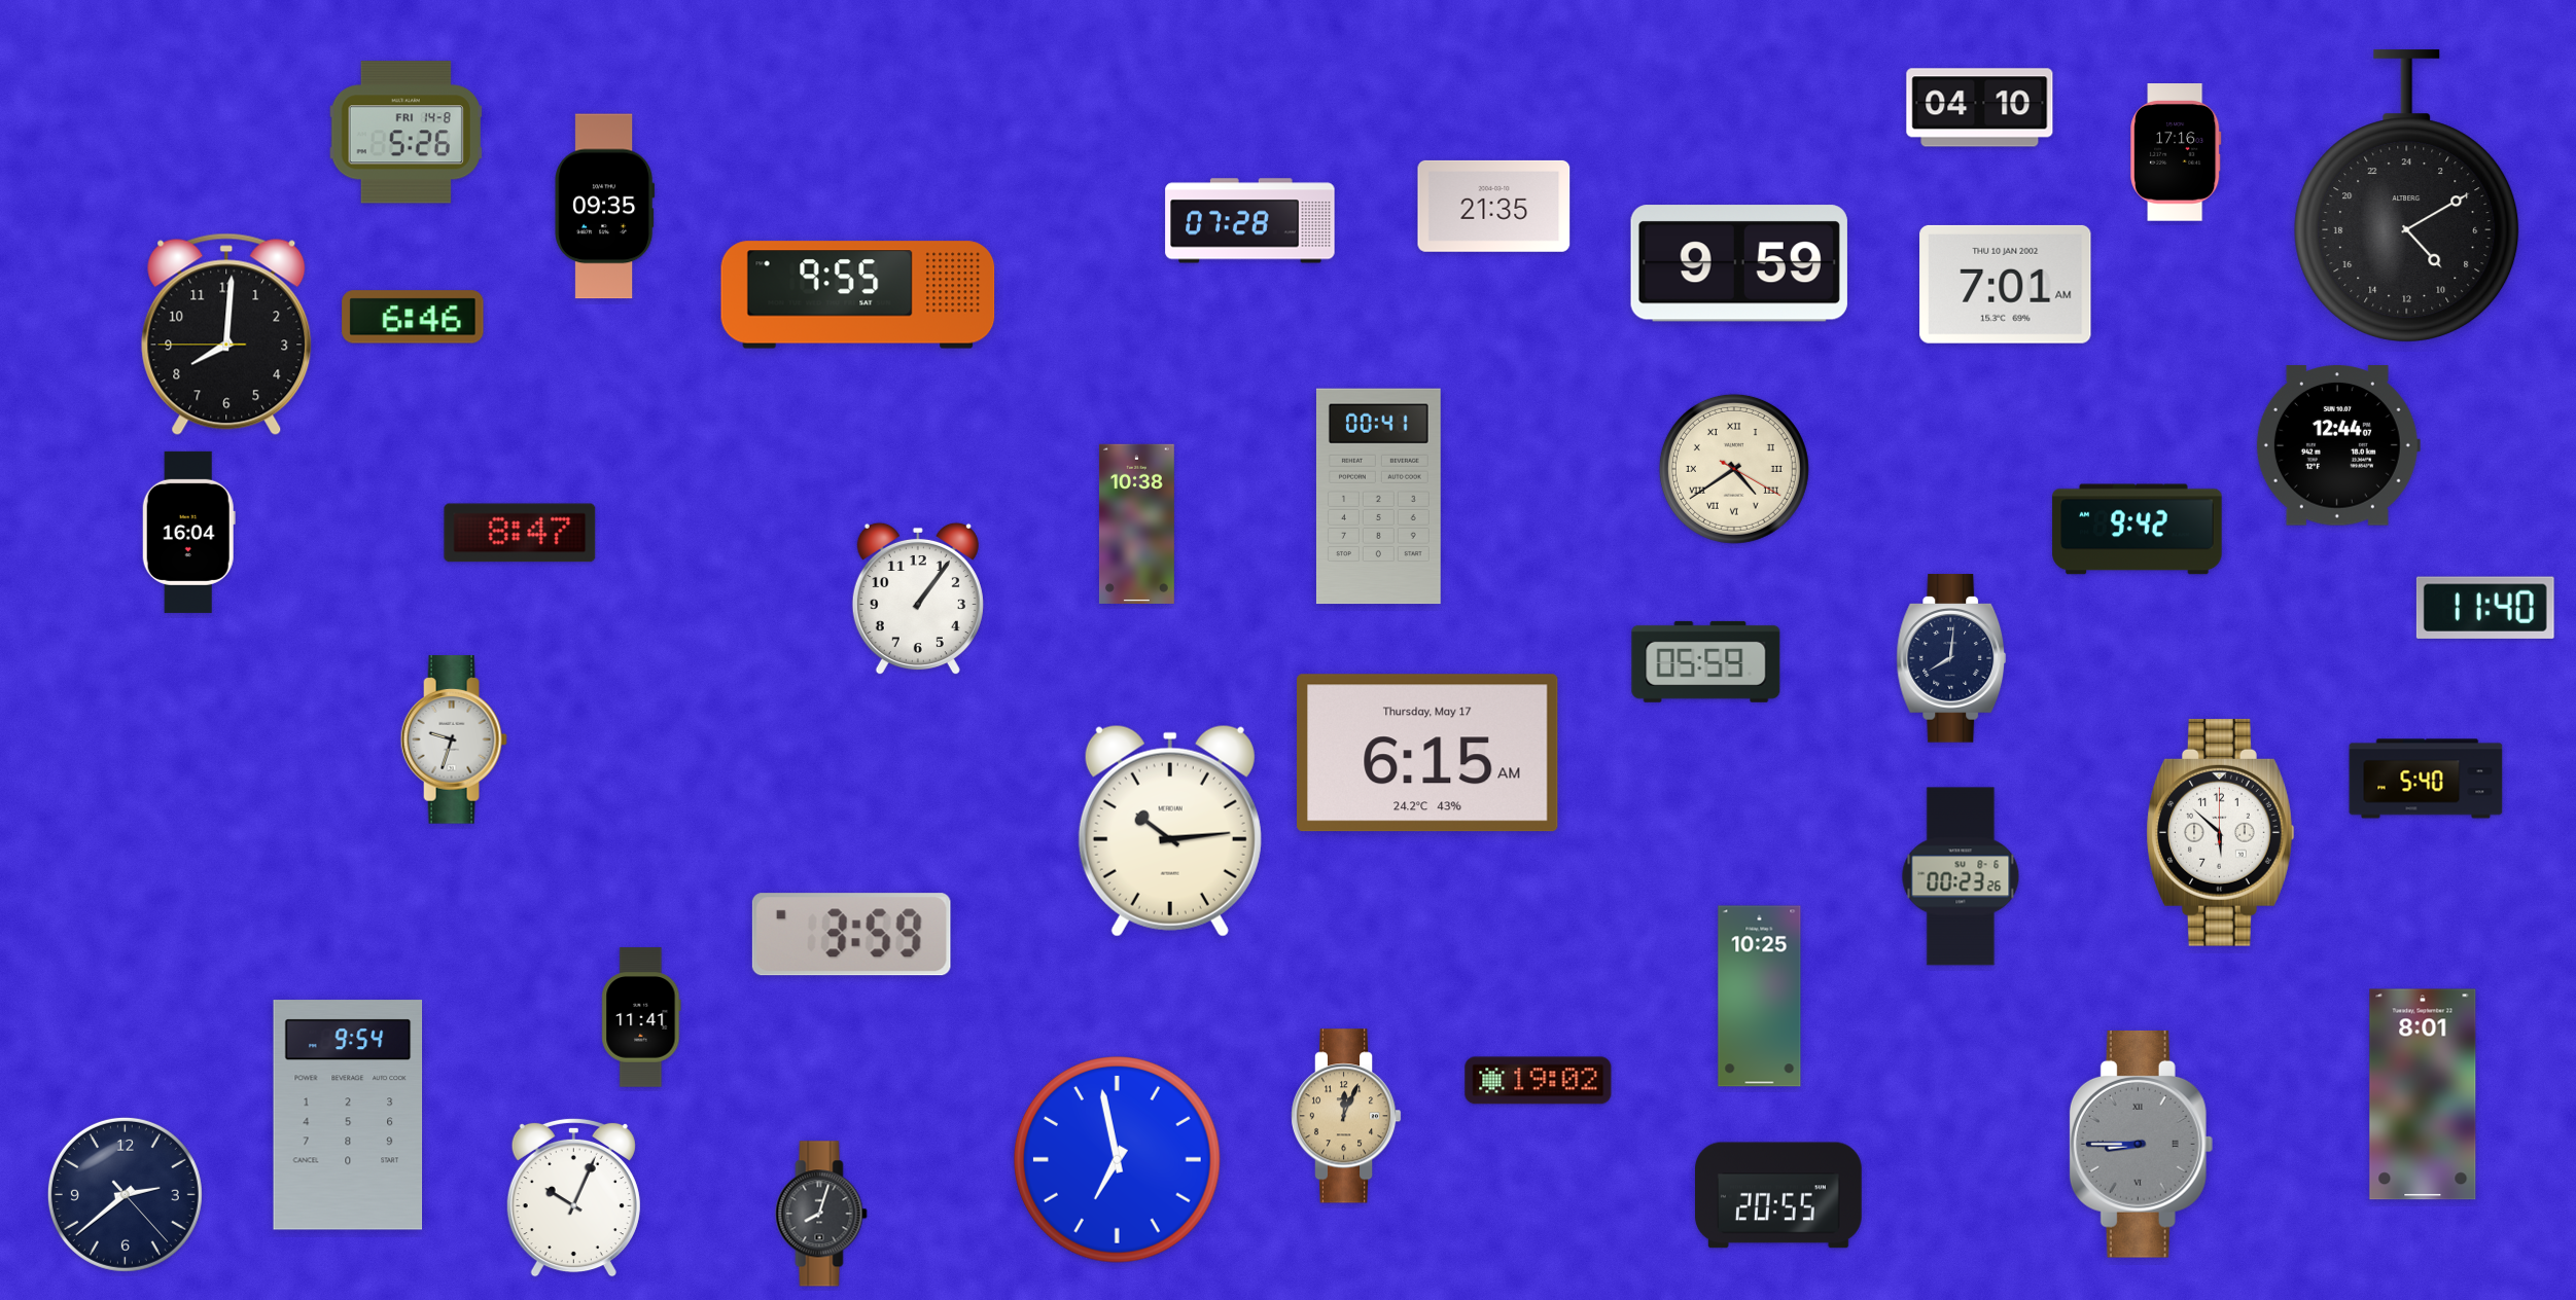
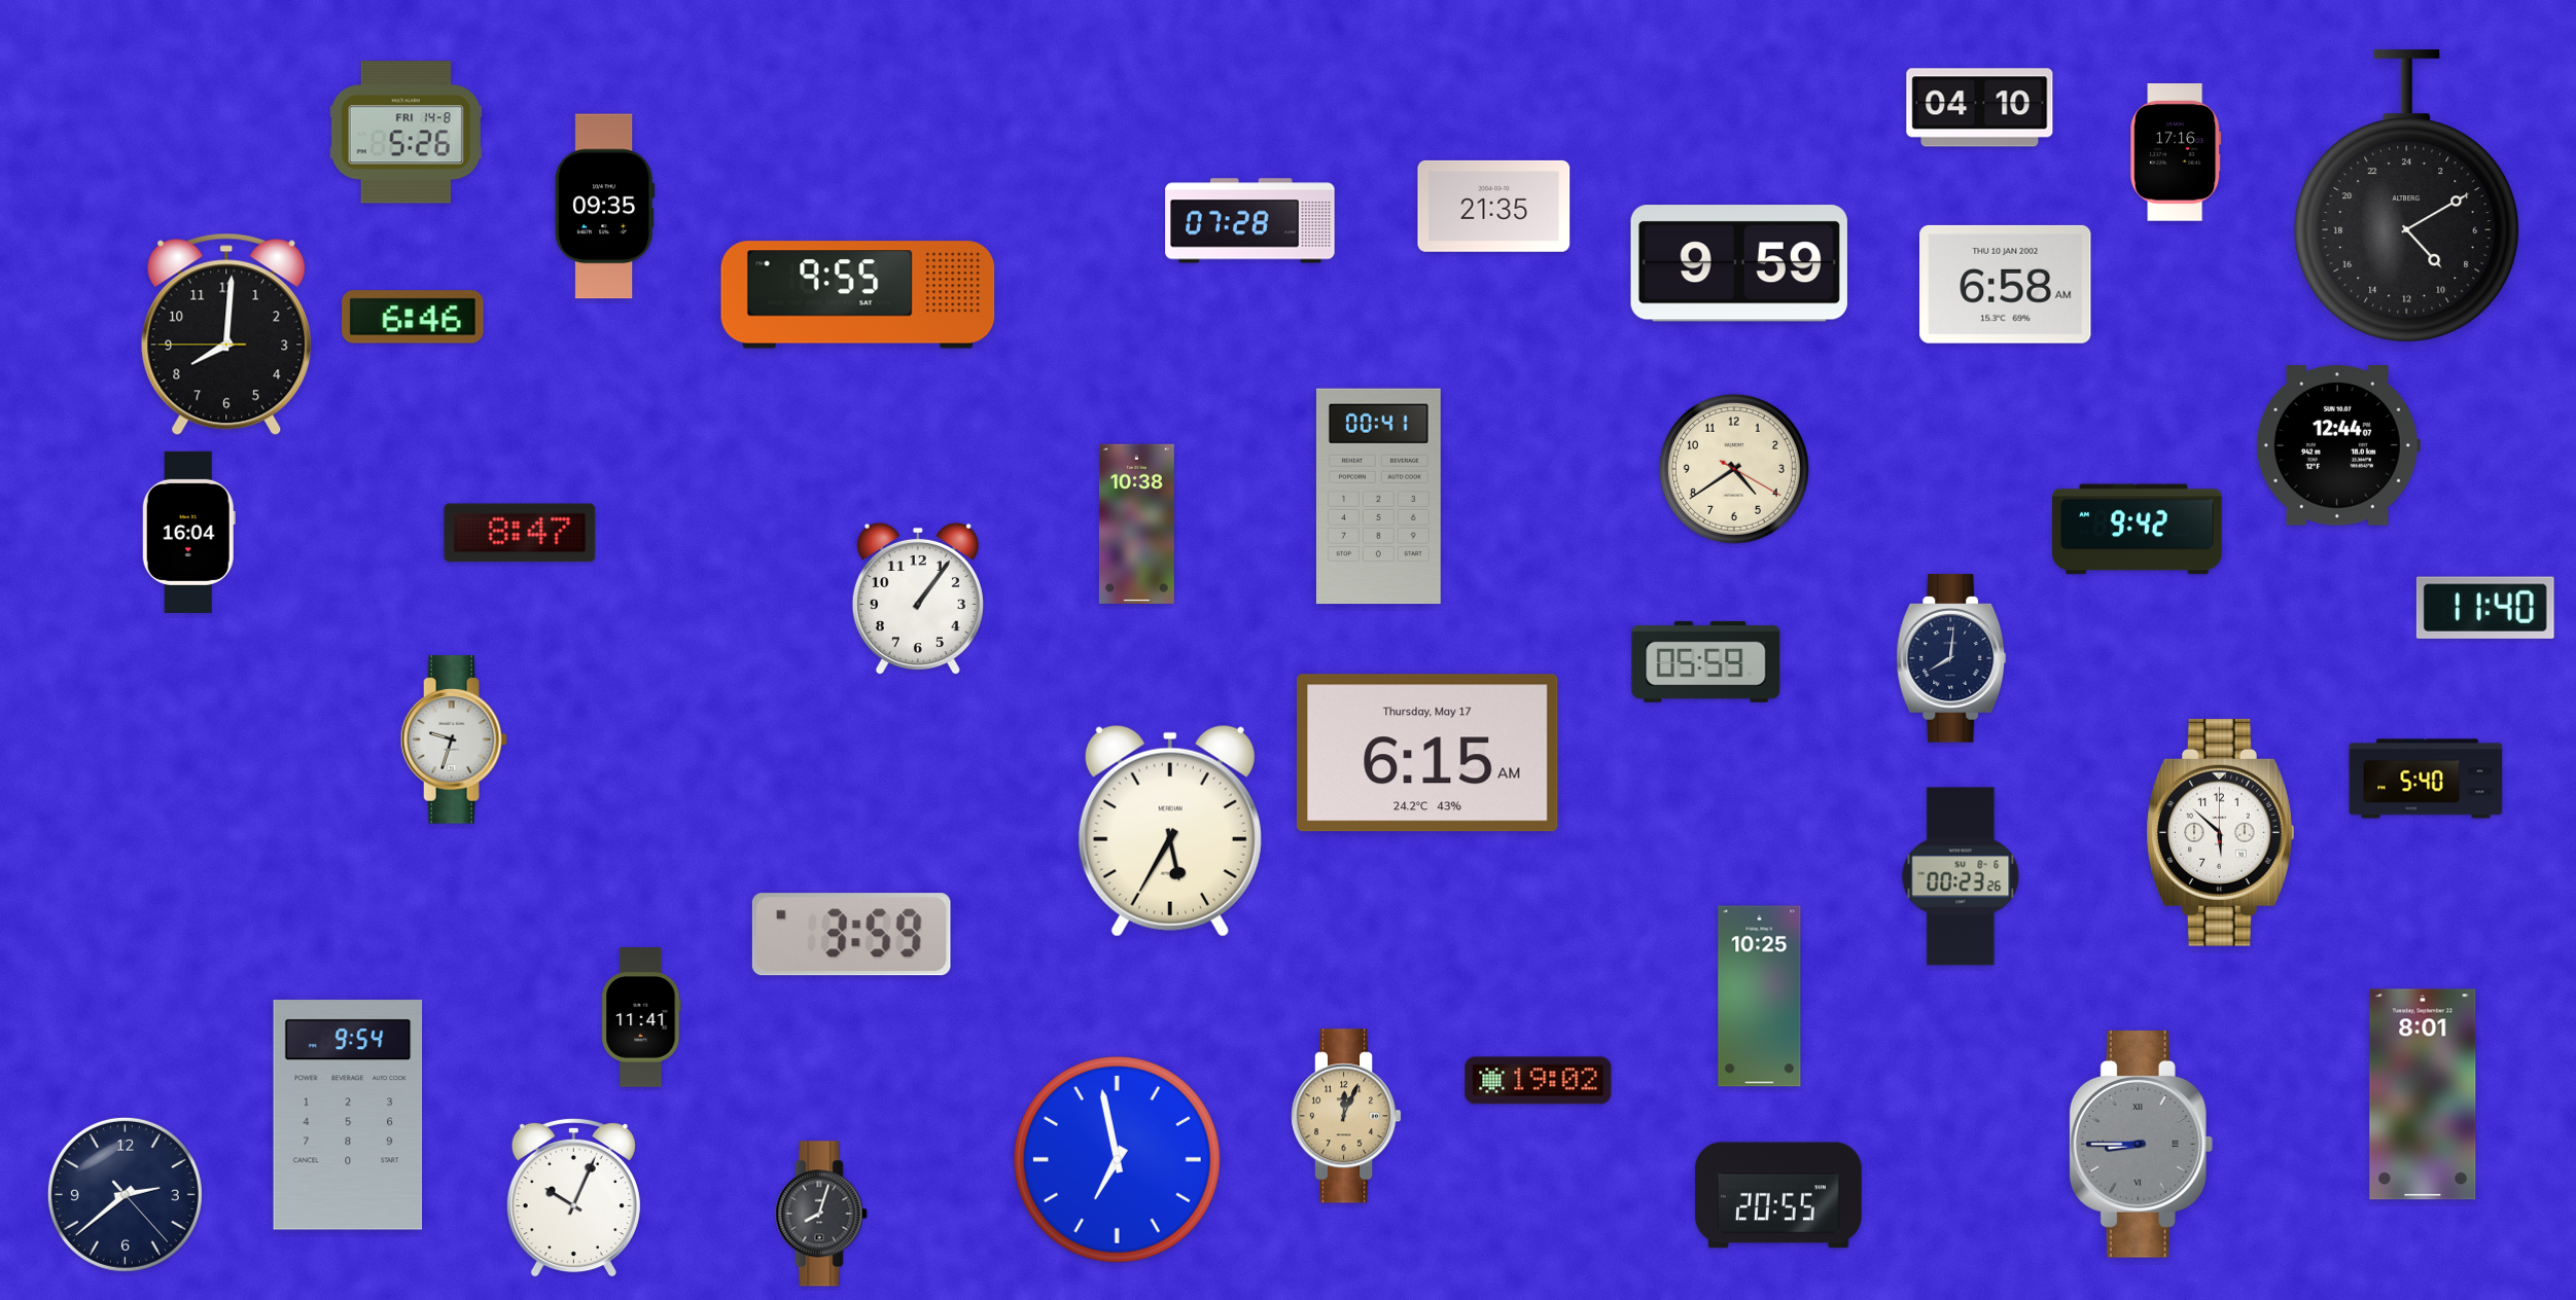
clock at (2006, 284): 7:01 -> 6:58
clock at (1734, 469) numerals: Roman -> Arabic
clock at (1170, 831): 10:14 -> 5:35
